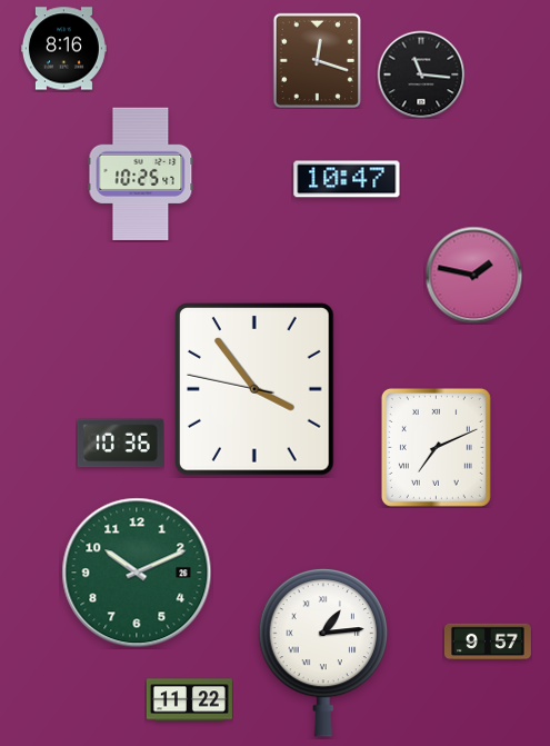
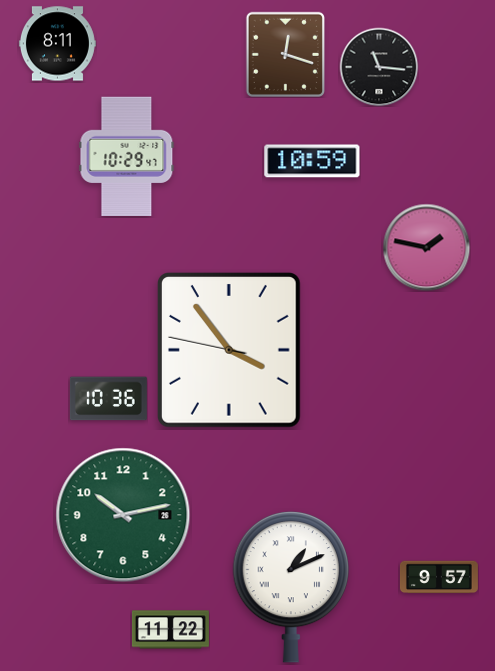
clock at (63, 49): 8:16 -> 8:11
clock at (141, 173): 10:25 -> 10:29
clock at (347, 179): 10:47 -> 10:59
clock at (436, 447): 7:11 -> none
clock at (137, 573): 10:11 -> 10:13
clock at (322, 653): 1:14 -> 1:11
